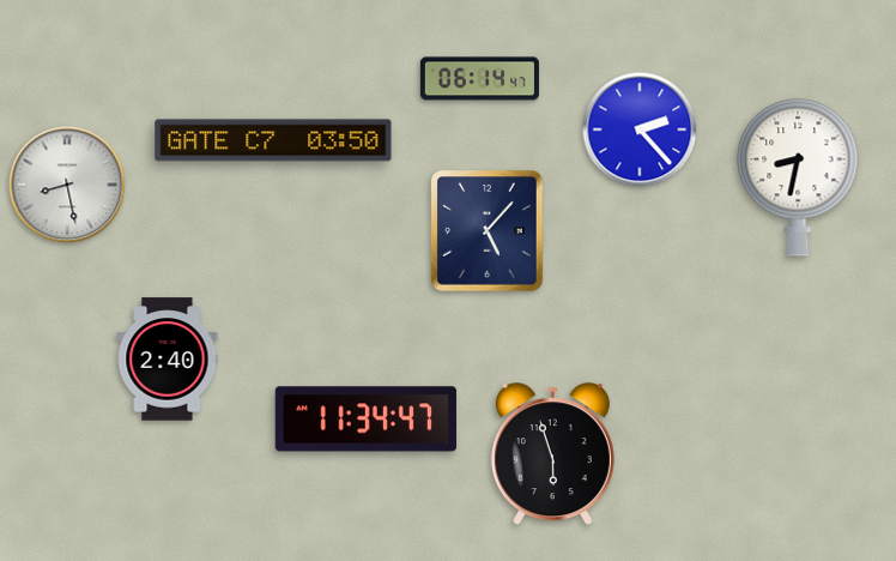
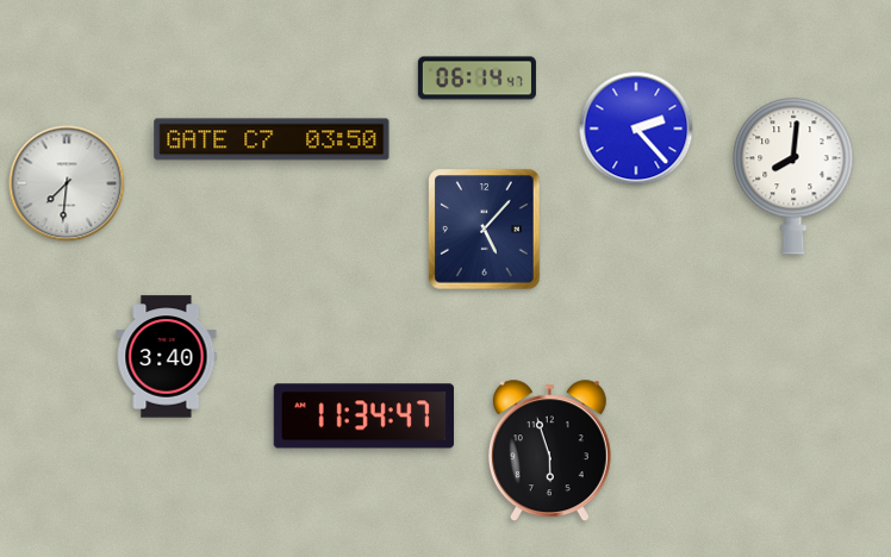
clock at (798, 177): 8:32 -> 8:01
clock at (67, 185): 8:28 -> 7:31
clock at (168, 360): 2:40 -> 3:40
